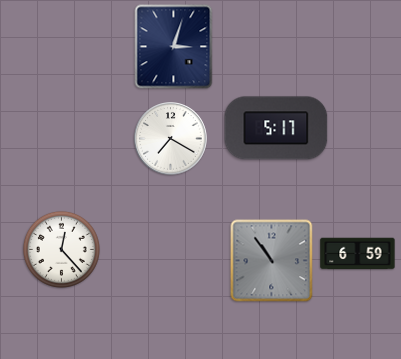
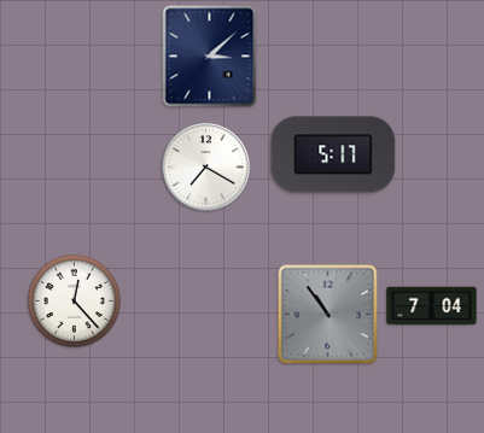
clock at (174, 47): 3:03 -> 3:08
clock at (358, 254): 6:59 -> 7:04
